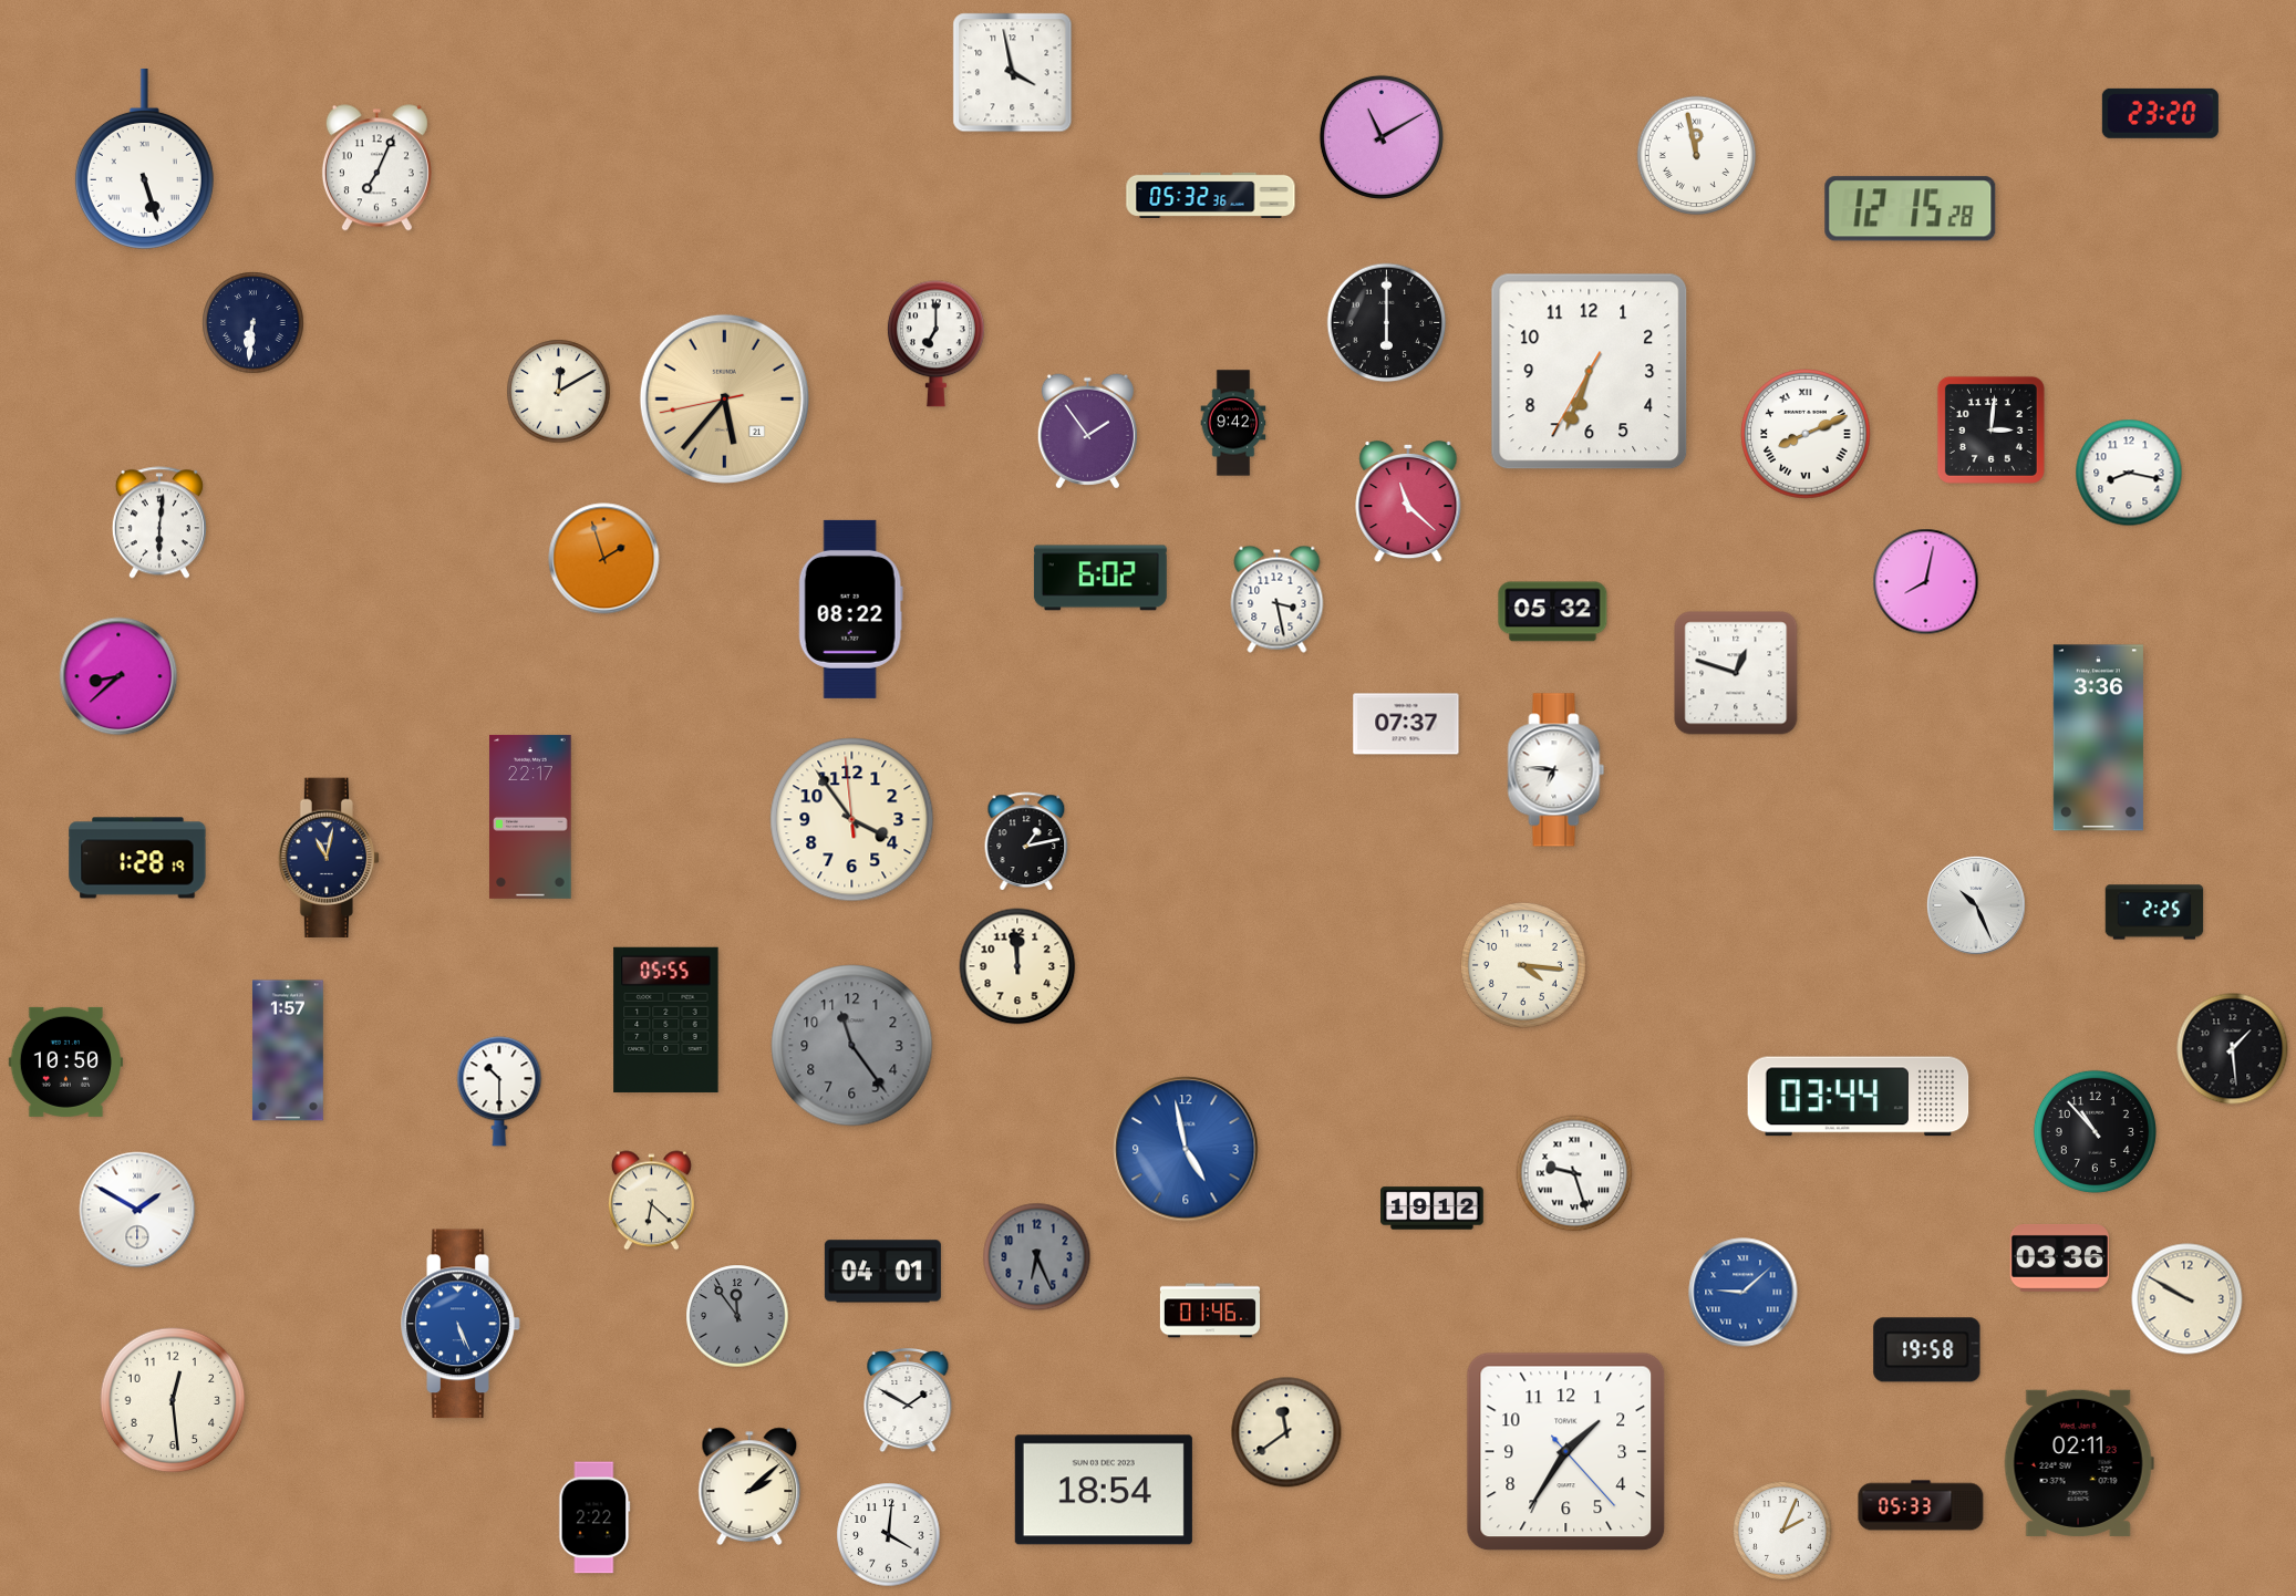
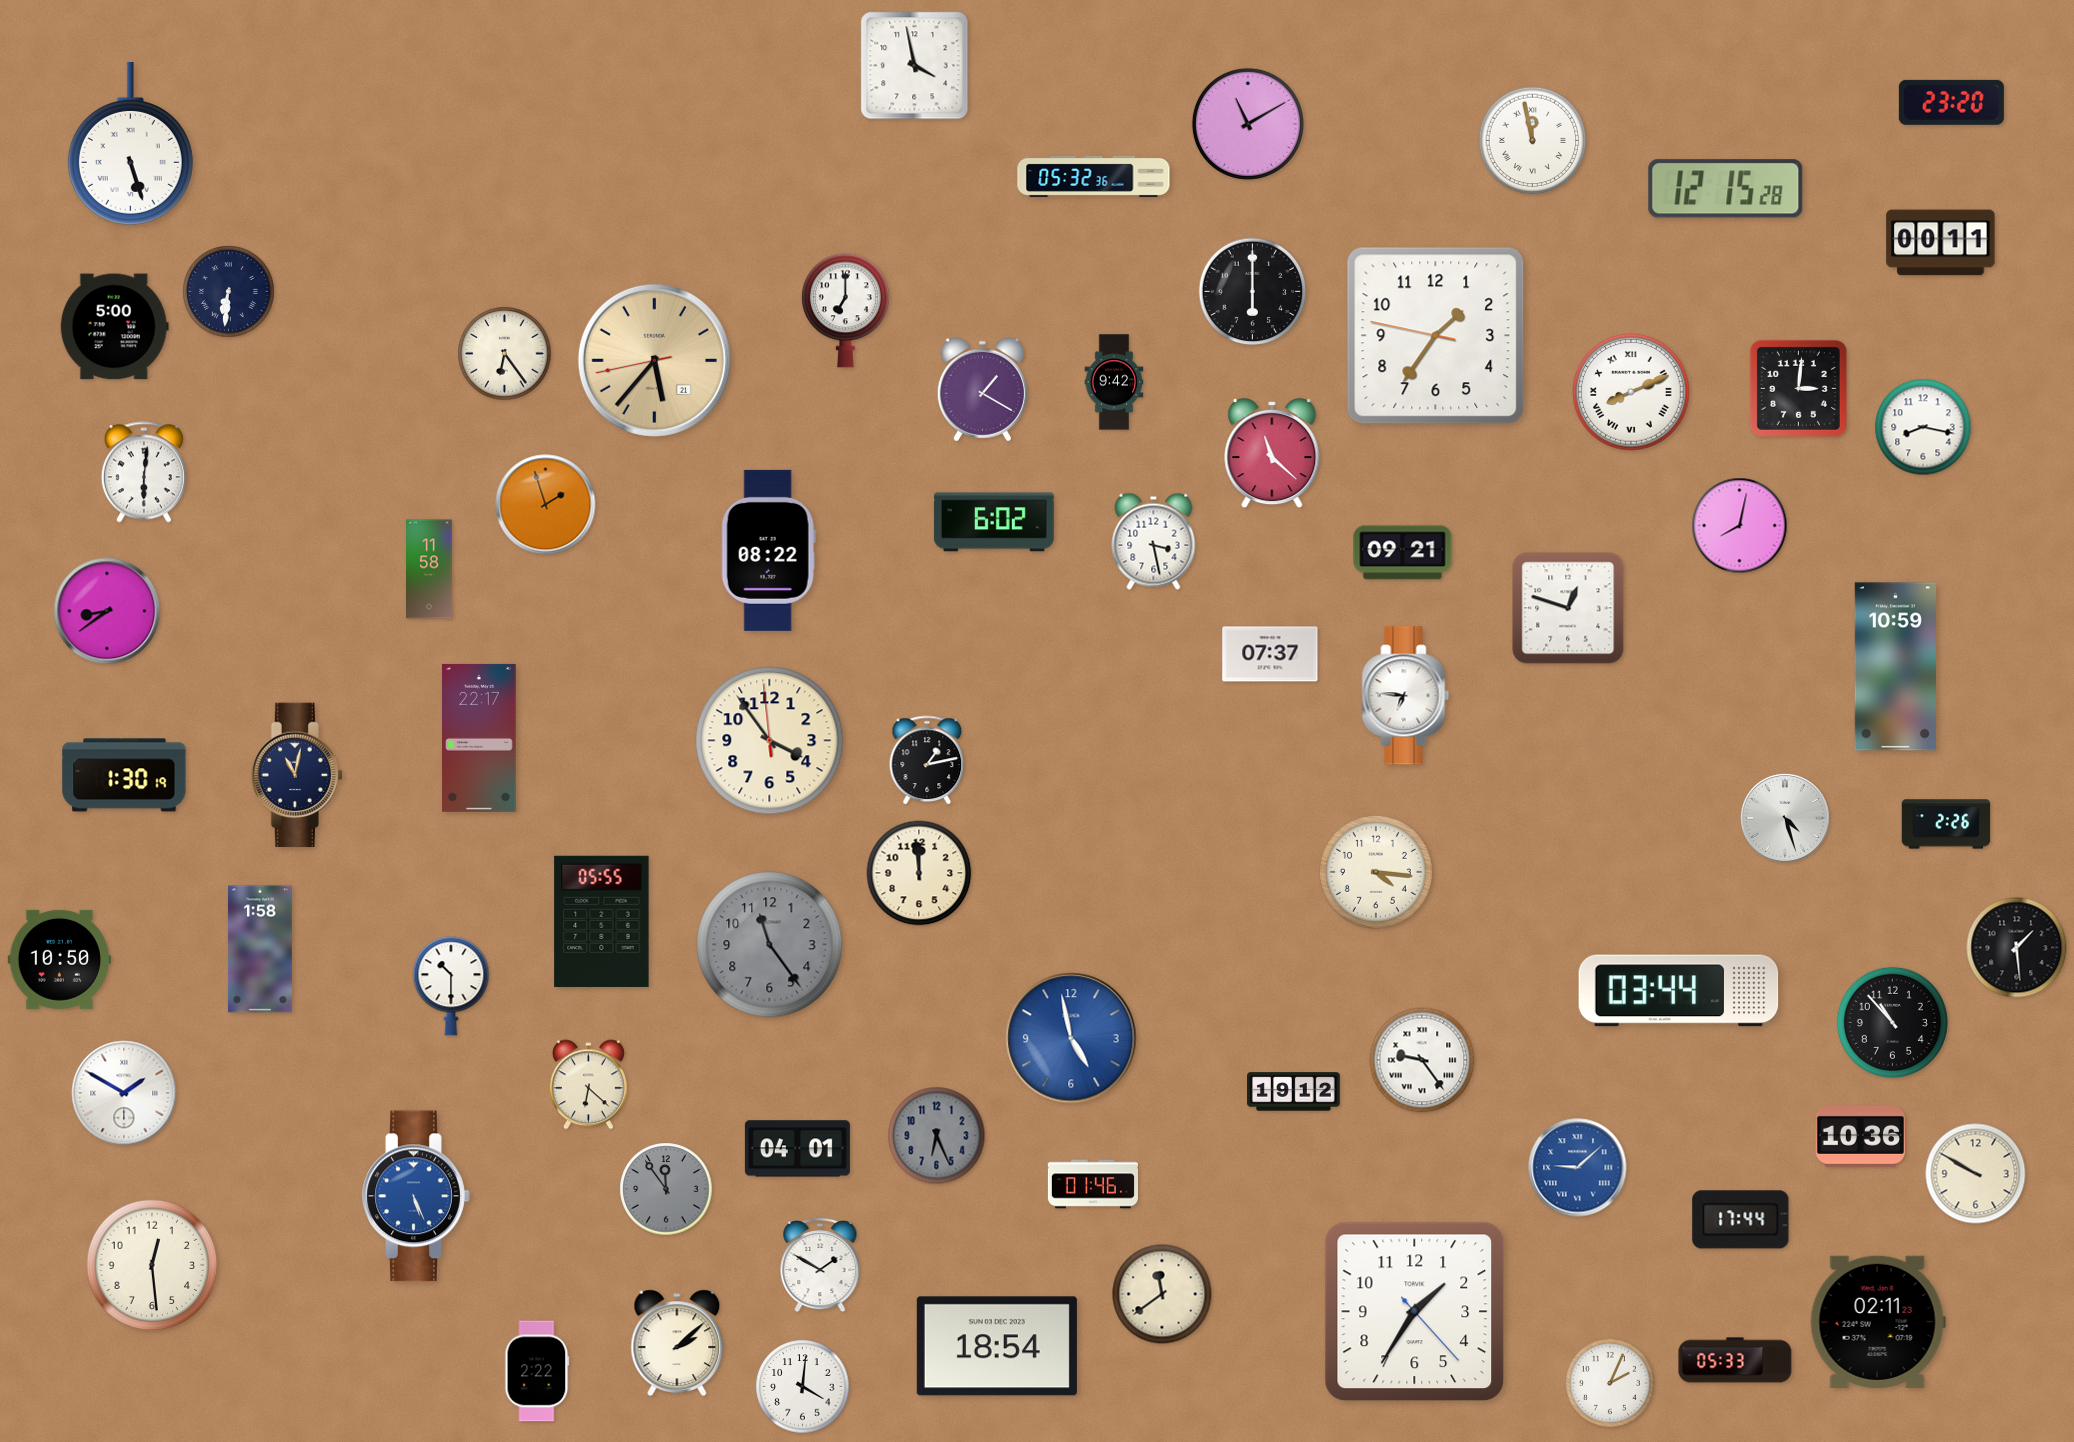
clock at (376, 168): 7:04 -> none
clock at (1941, 243): none -> 00:11
clock at (114, 327): none -> 5:00
clock at (1590, 372): 6:33 -> 1:35
clock at (559, 392): 12:10 -> 6:24
clock at (1087, 432): 1:54 -> 1:20
clock at (1553, 612): 05:32 -> 09:21
clock at (429, 569): none -> 11:58
clock at (118, 676): 8:38 -> 8:39
clock at (2098, 738): 3:36 -> 10:59
clock at (137, 858): 1:28 -> 1:30
clock at (1976, 905): 10:26 -> 4:27
clock at (2154, 912): 2:25 -> 2:26
clock at (288, 1050): 1:57 -> 1:58
clock at (1574, 1173): 9:27 -> 9:24
clock at (2059, 1257): 03:36 -> 10:36
clock at (1744, 1293) position: (1744, 1293) -> (1578, 1168)
clock at (1927, 1350): 19:58 -> 17:44
clock at (173, 1400) position: (173, 1400) -> (152, 1265)
